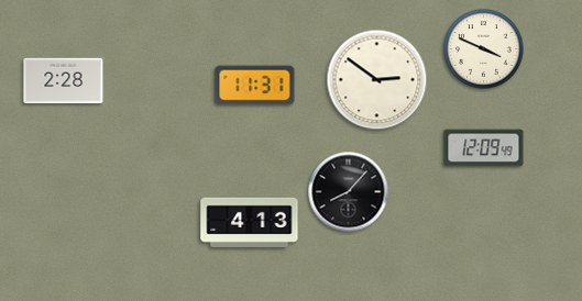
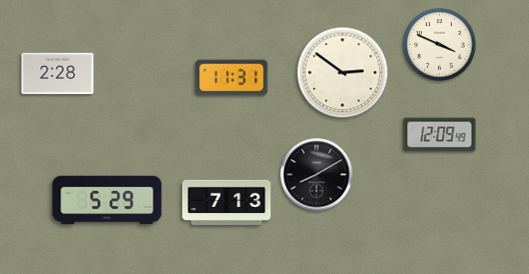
clock at (349, 192): 8:07 -> 8:10
clock at (107, 200): none -> 5:29
clock at (250, 222): 4:13 -> 7:13
